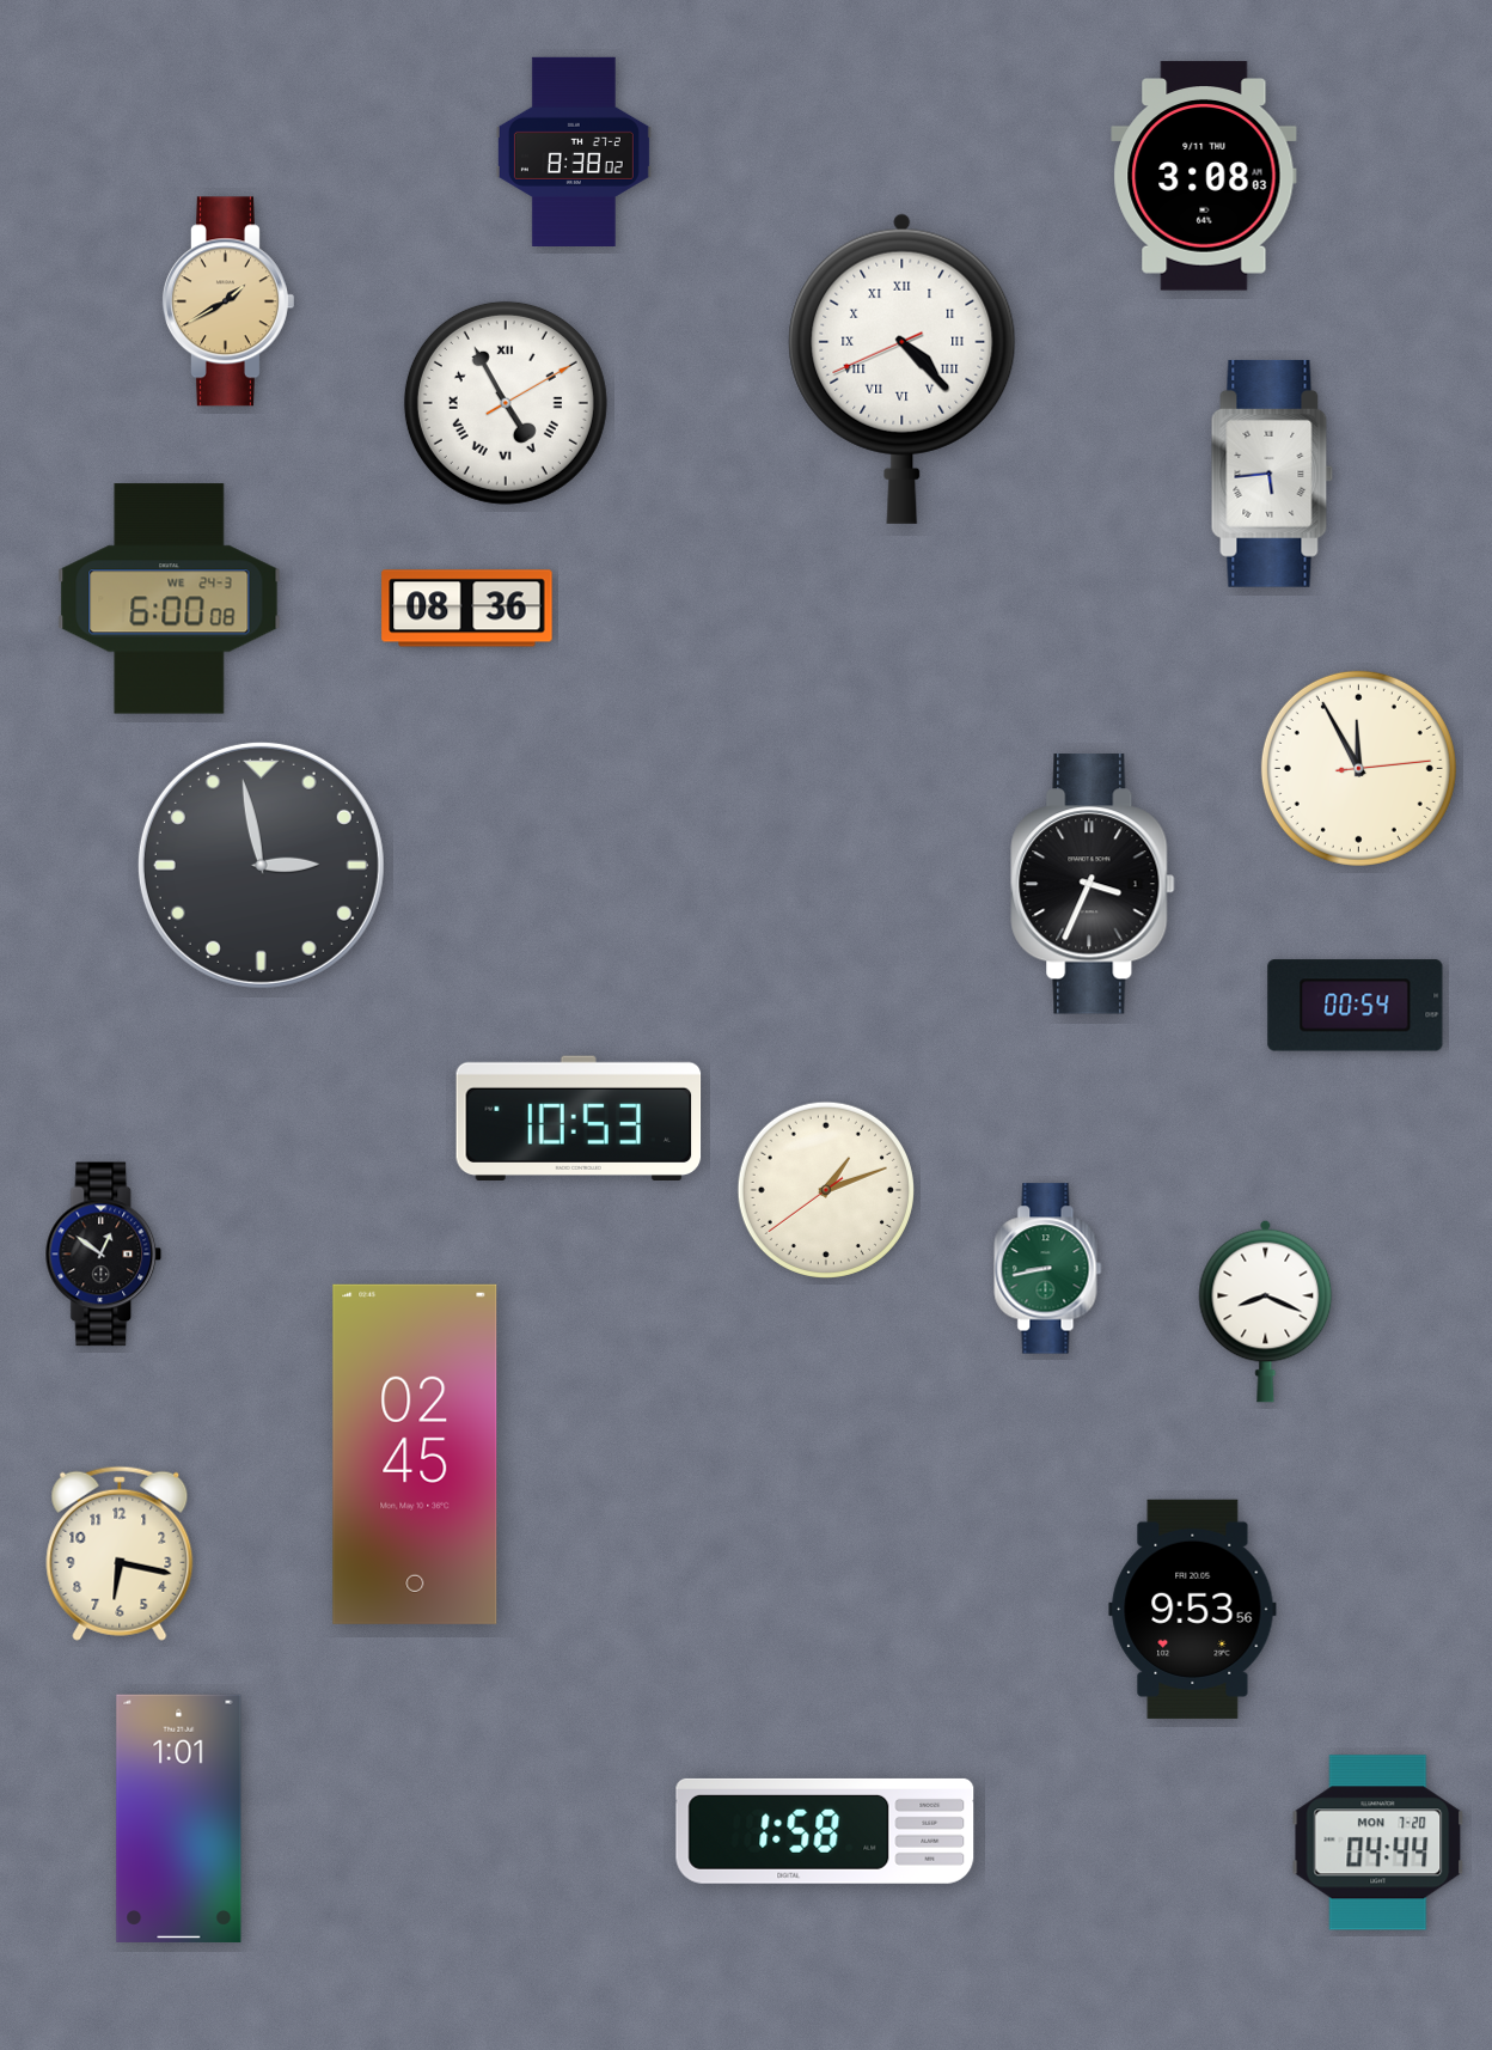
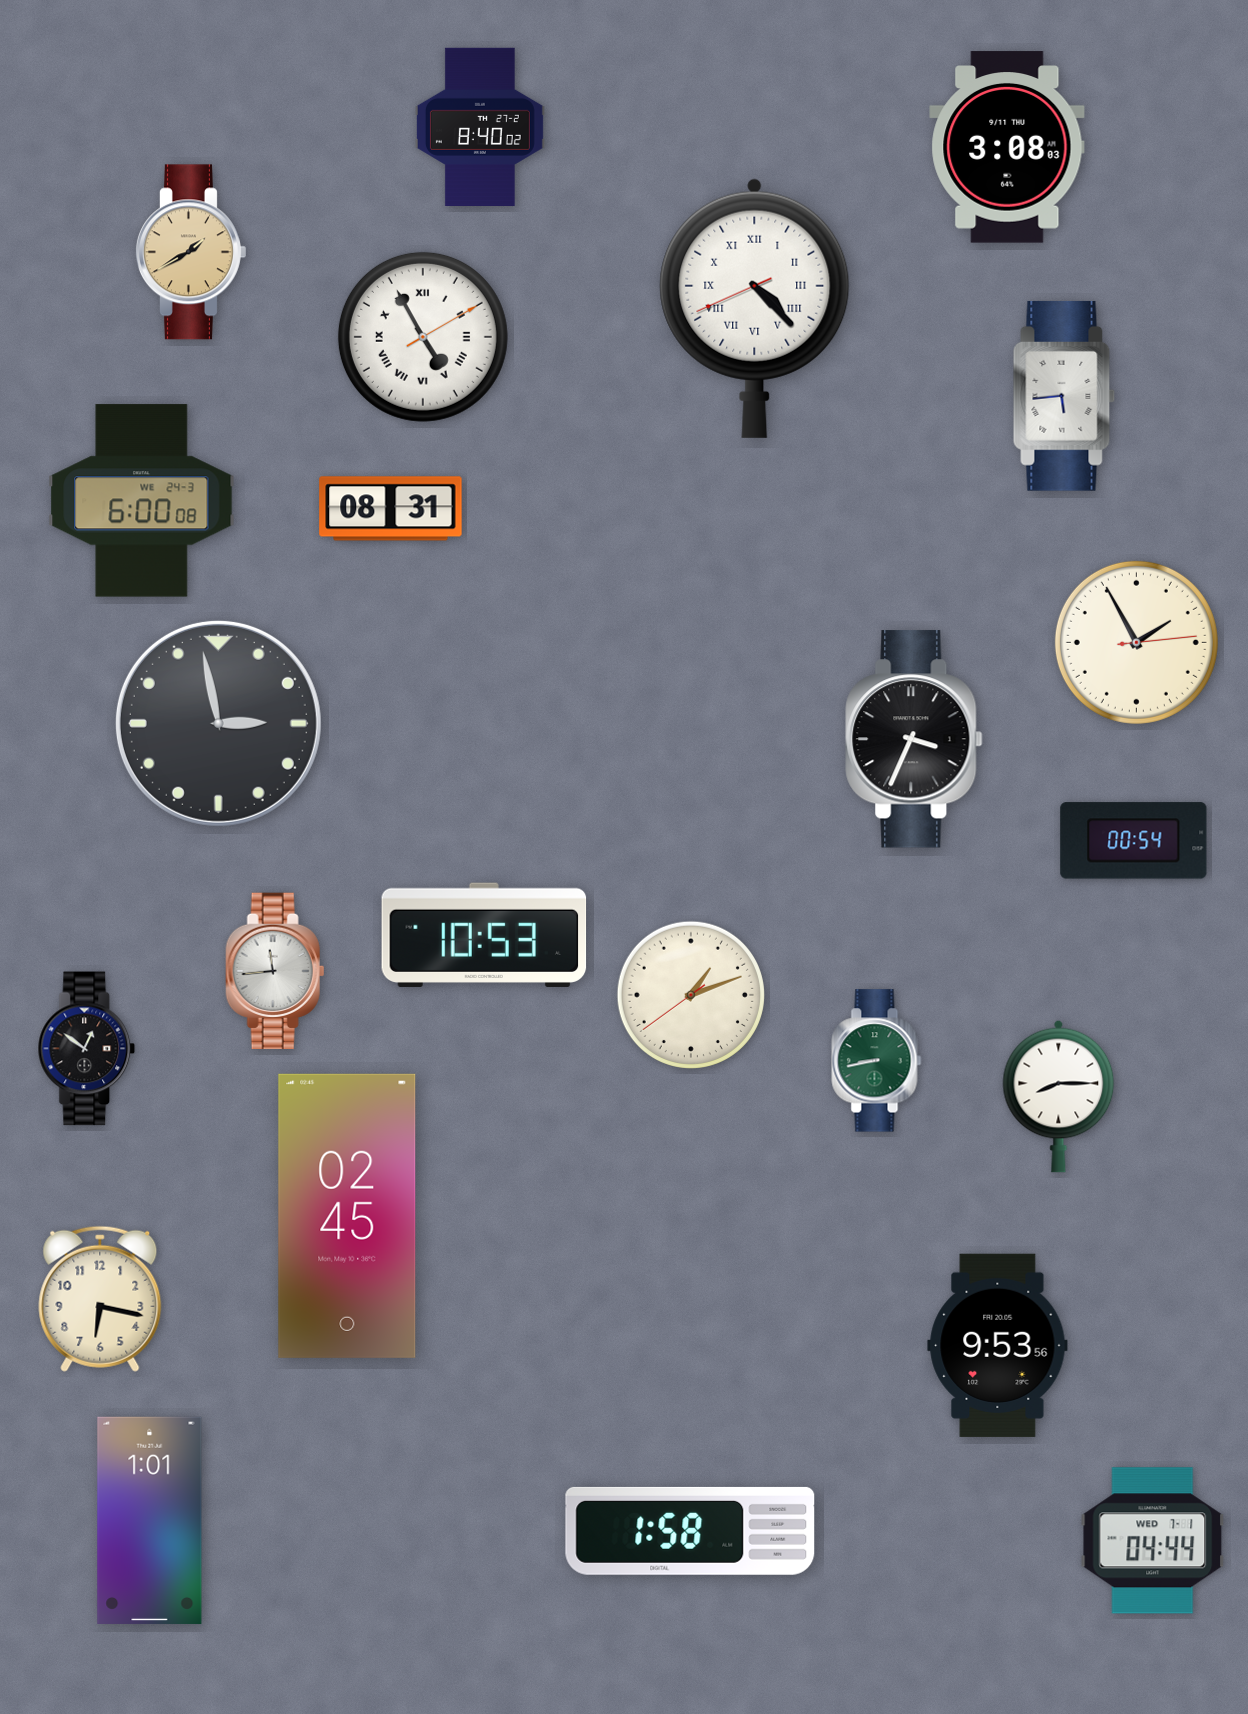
clock at (574, 151): 8:38 -> 8:40
clock at (467, 609): 08:36 -> 08:31
clock at (1358, 768): 11:55 -> 1:55
clock at (275, 971): none -> 11:44
clock at (1266, 1311): 8:19 -> 8:15
clock at (1378, 1843) date: MON 7-20 -> WED 7-1
